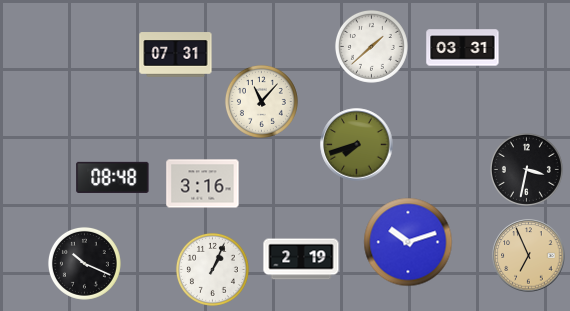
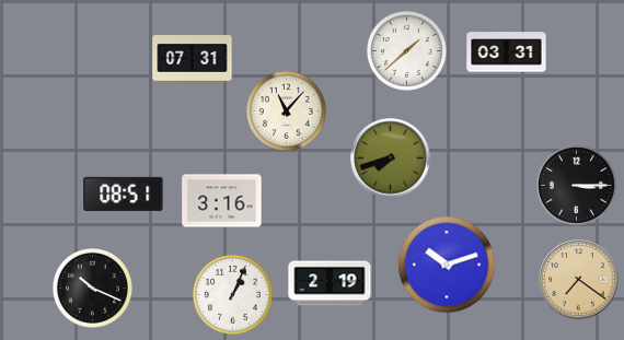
clock at (526, 169): 3:32 -> 3:15
clock at (113, 177): 08:48 -> 08:51
clock at (529, 256): 6:56 -> 7:21
